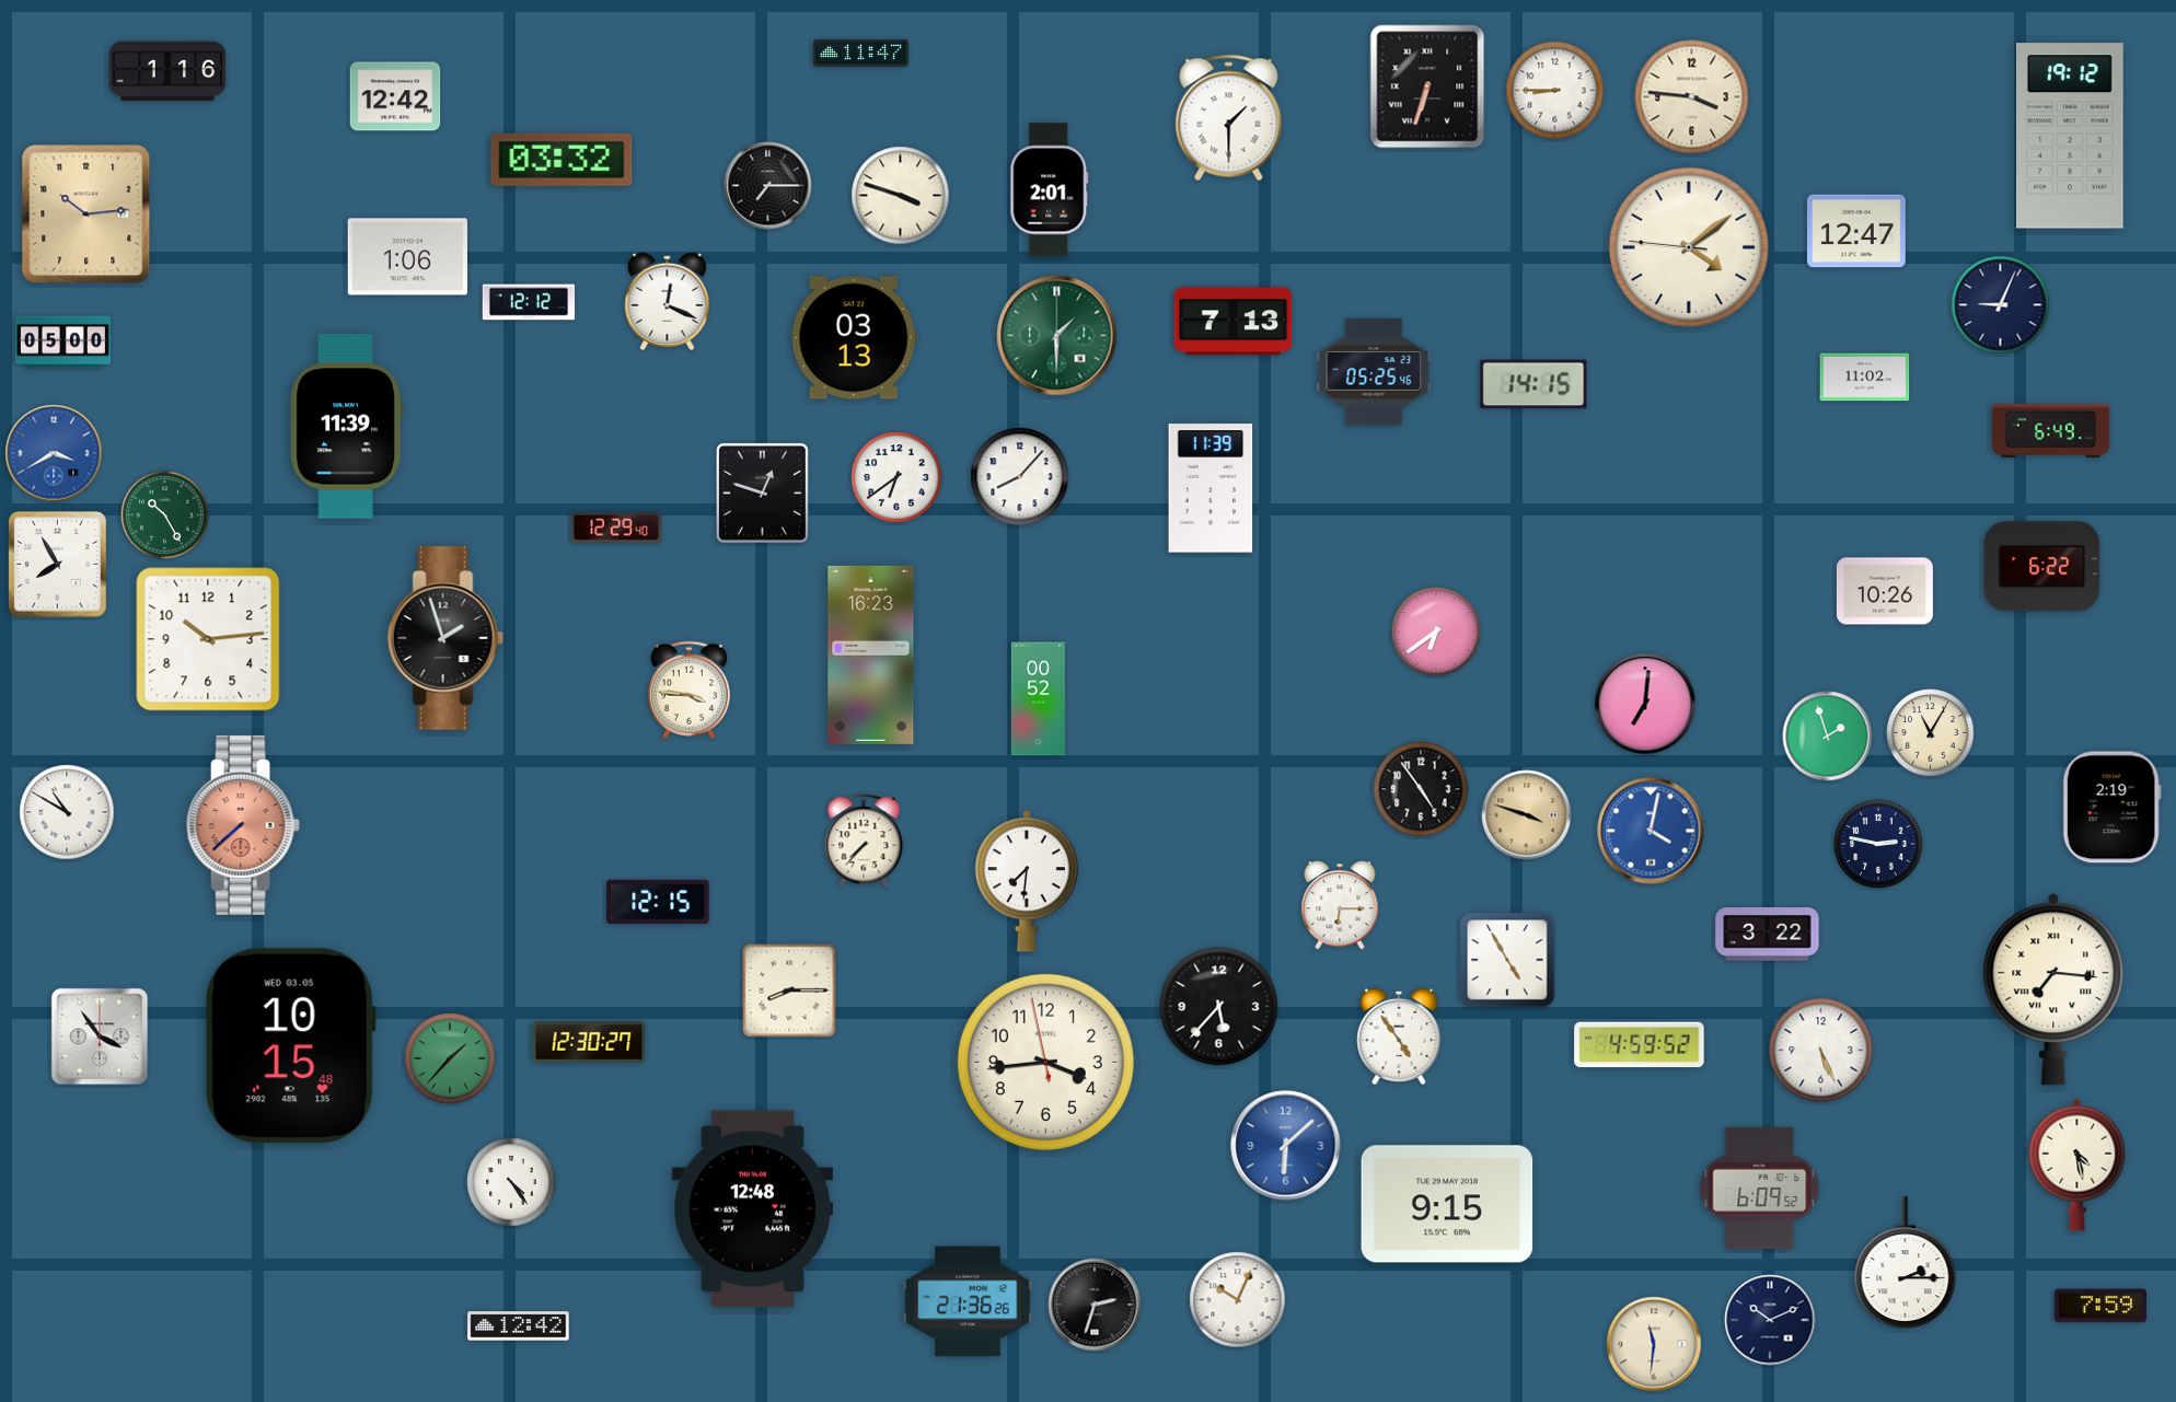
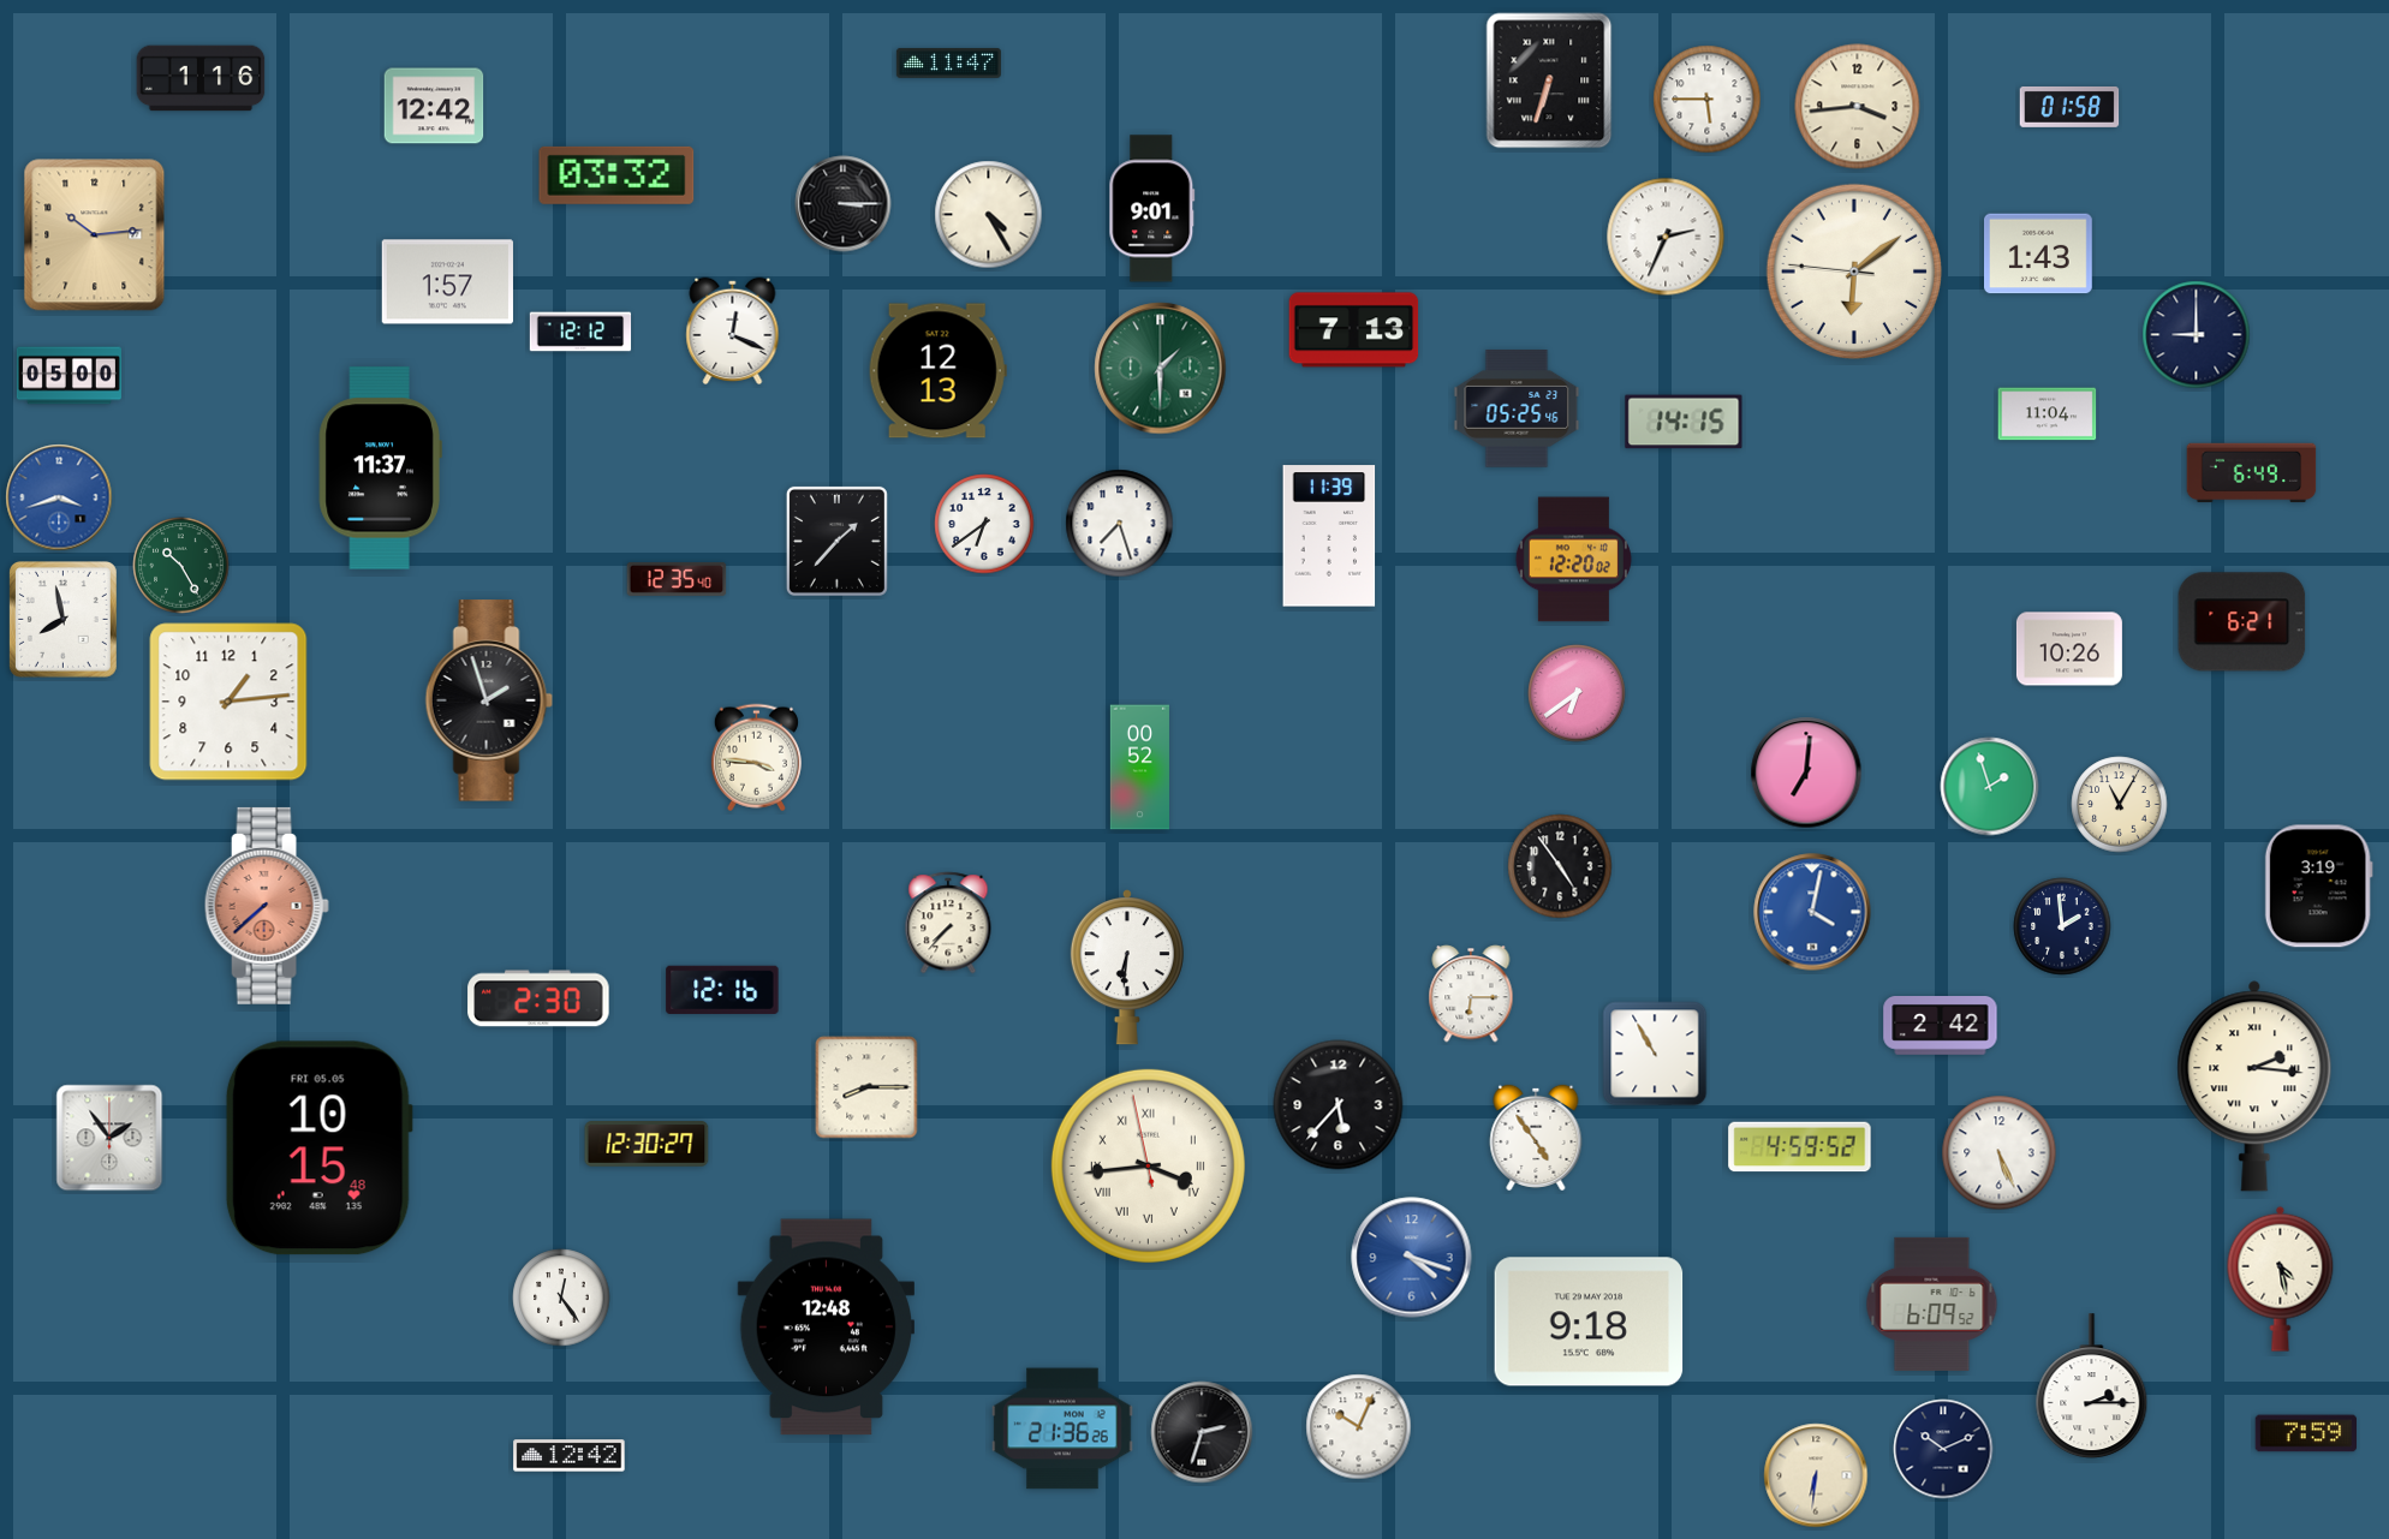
clock at (860, 53) position: (860, 53) -> (948, 62)
clock at (167, 71) position: (167, 71) -> (201, 78)
clock at (1427, 86) position: (1427, 86) -> (1549, 80)
clock at (1555, 91): 8:45 -> 5:45
clock at (1692, 97): 3:46 -> 3:44
clock at (2069, 107): none -> 01:58
clock at (1229, 118): 1:30 -> none
clock at (2070, 136): 19:12 -> none
clock at (768, 186): 7:15 -> 3:15
clock at (1050, 190): 2:01 -> 9:01
clock at (901, 196): 3:48 -> 4:25
clock at (1666, 237): none -> 2:34
clock at (1857, 231): 12:47 -> 1:43
clock at (1689, 247): 4:08 -> 6:08
clock at (407, 257): 1:06 -> 1:57
clock at (2001, 305): 9:04 -> 9:00
clock at (1234, 322) position: (1234, 322) -> (1354, 330)
clock at (854, 338): 03:13 -> 12:13
clock at (1374, 372) position: (1374, 372) -> (1517, 408)
clock at (1865, 378): 11:02 -> 11:04
clock at (346, 427): 11:39 -> 11:37
clock at (54, 453): 3:40 -> 3:42
clock at (1020, 477): 8:07 -> 7:27
clock at (762, 493): 12:48 -> 1:37
clock at (1573, 560): none -> 12:20
clock at (616, 528): 12:29 -> 12:35
clock at (57, 564): 7:55 -> 7:58
clock at (2042, 567): 6:22 -> 6:21
clock at (208, 639): 10:14 -> 1:14
clock at (871, 654): 16:23 -> none
clock at (1828, 737) position: (1828, 737) -> (1990, 787)
clock at (2111, 808): 2:19 -> 3:19
clock at (67, 812): 10:50 -> none
clock at (1527, 815): 3:48 -> none
clock at (1878, 844): 2:47 -> 1:59
clock at (1027, 882): 7:31 -> 6:31
clock at (658, 902): 12:15 -> 12:16
clock at (538, 998): none -> 2:30
clock at (1768, 935): 3:22 -> 2:42
clock at (1507, 960): 4:55 -> 10:55
clock at (2053, 989): 7:16 -> 2:16
clock at (100, 1036): 3:54 -> 1:54
clock at (290, 1046) date: WED 03.05 -> FRI 05.05
clock at (450, 1058): 1:37 -> none
clock at (1045, 1062) numerals: Arabic -> Roman
clock at (1286, 1146): 6:08 -> 4:18
clock at (511, 1182): 4:24 -> 12:24
clock at (1447, 1204): 9:15 -> 9:18
clock at (1654, 1344): 11:31 -> 6:31
